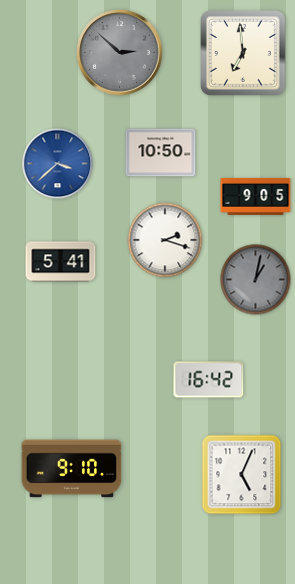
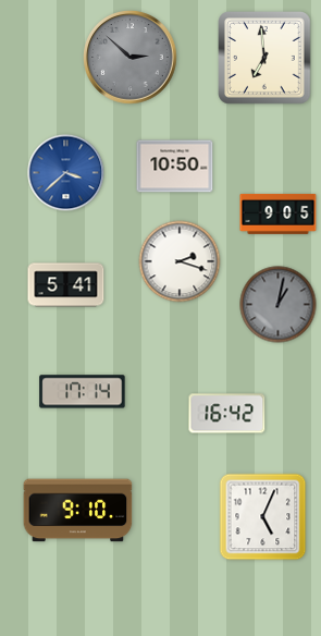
clock at (58, 164) position: (58, 164) -> (66, 173)
clock at (83, 392): none -> 17:14
